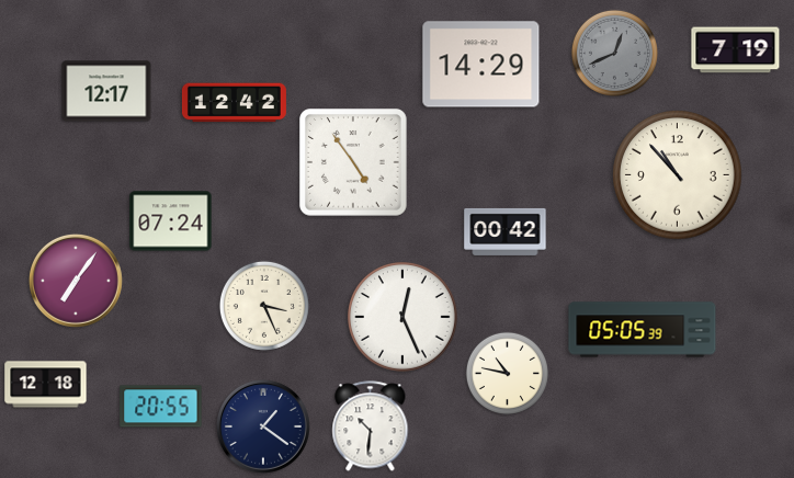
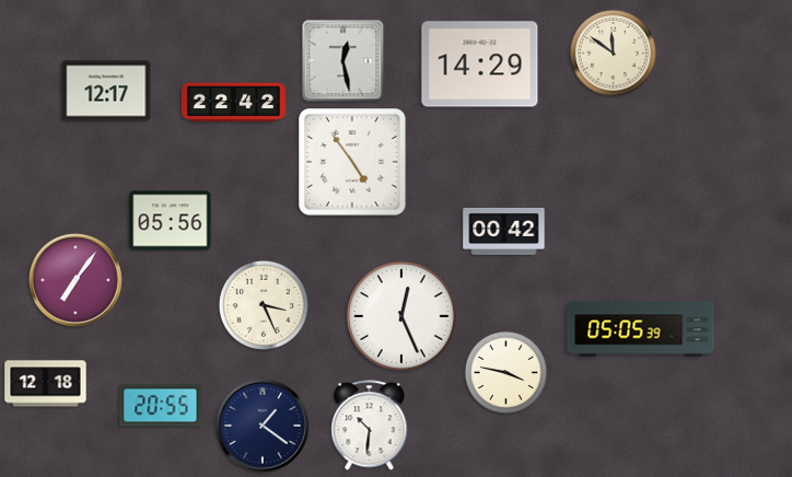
clock at (736, 50): 7:19 -> none
clock at (614, 53): 12:41 -> 11:51
clock at (614, 53) dial: grey -> cream
clock at (343, 61): none -> 12:28
clock at (234, 103): 12:42 -> 22:42
clock at (678, 175): 10:53 -> none
clock at (171, 221): 07:24 -> 05:56
clock at (507, 373): 10:47 -> 3:47
